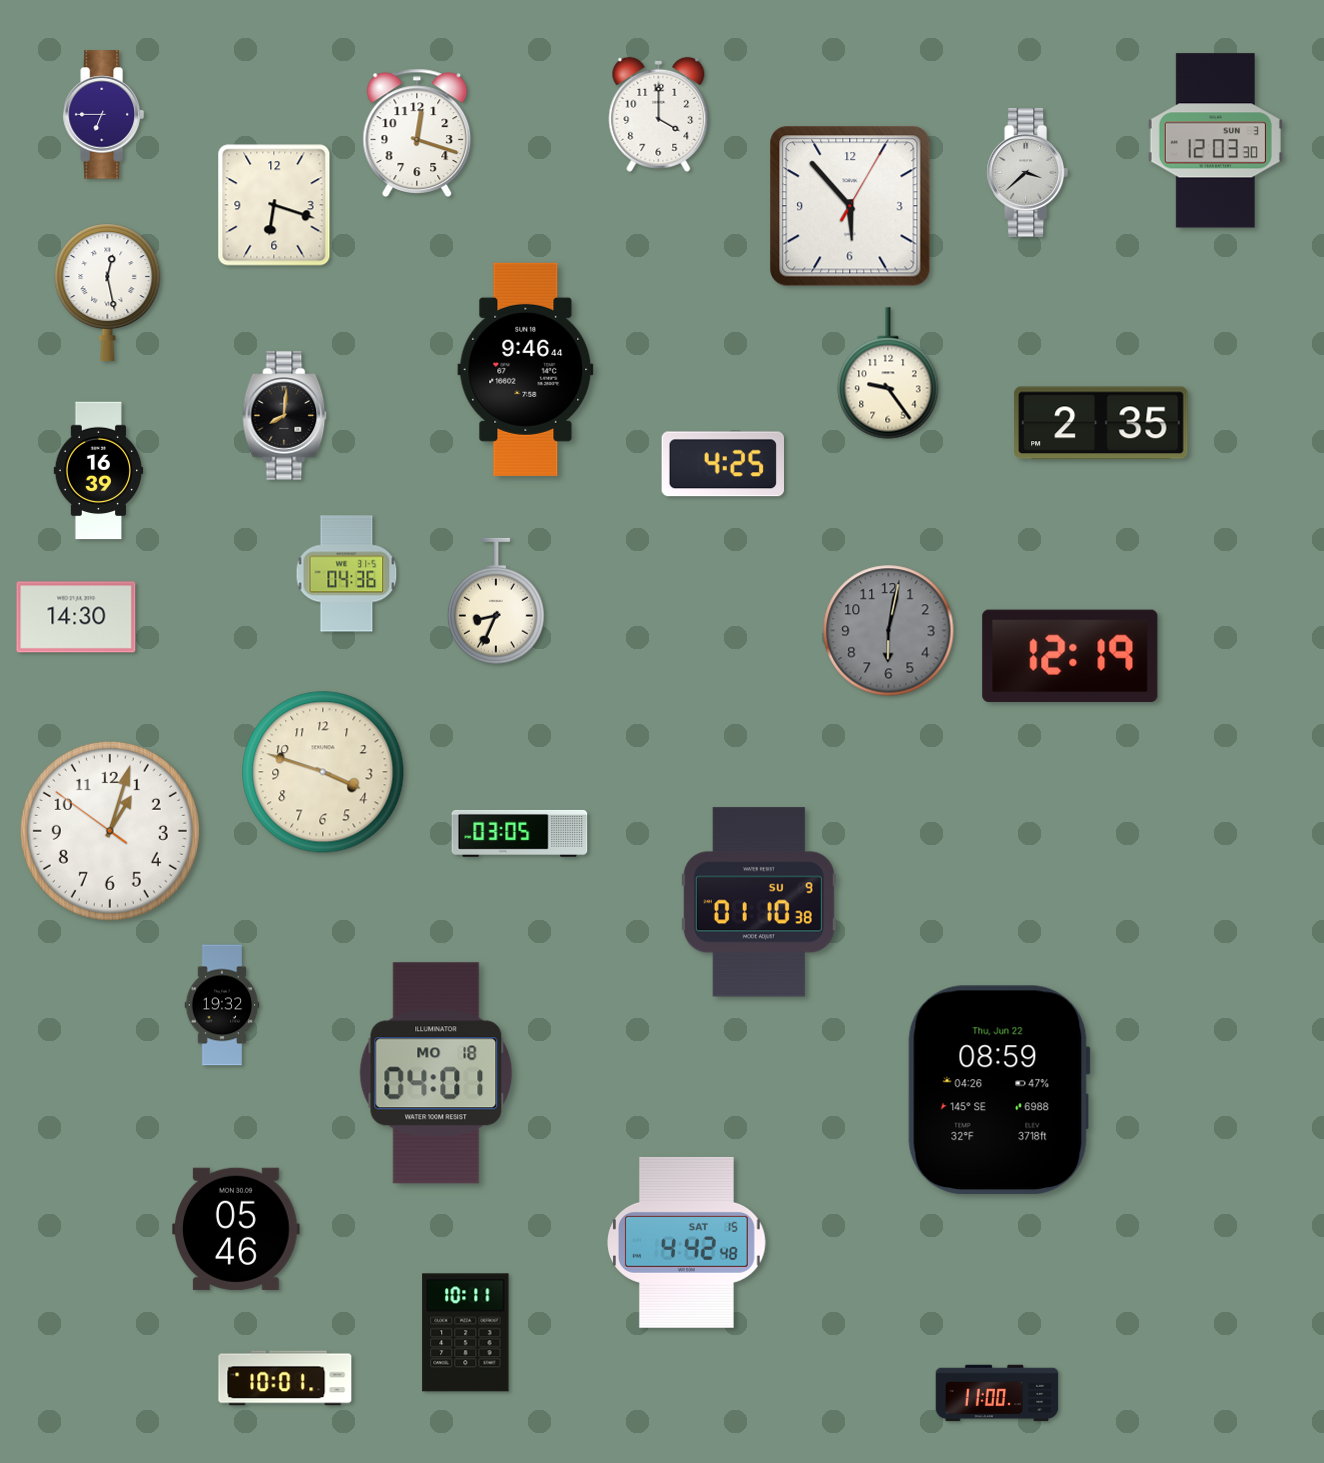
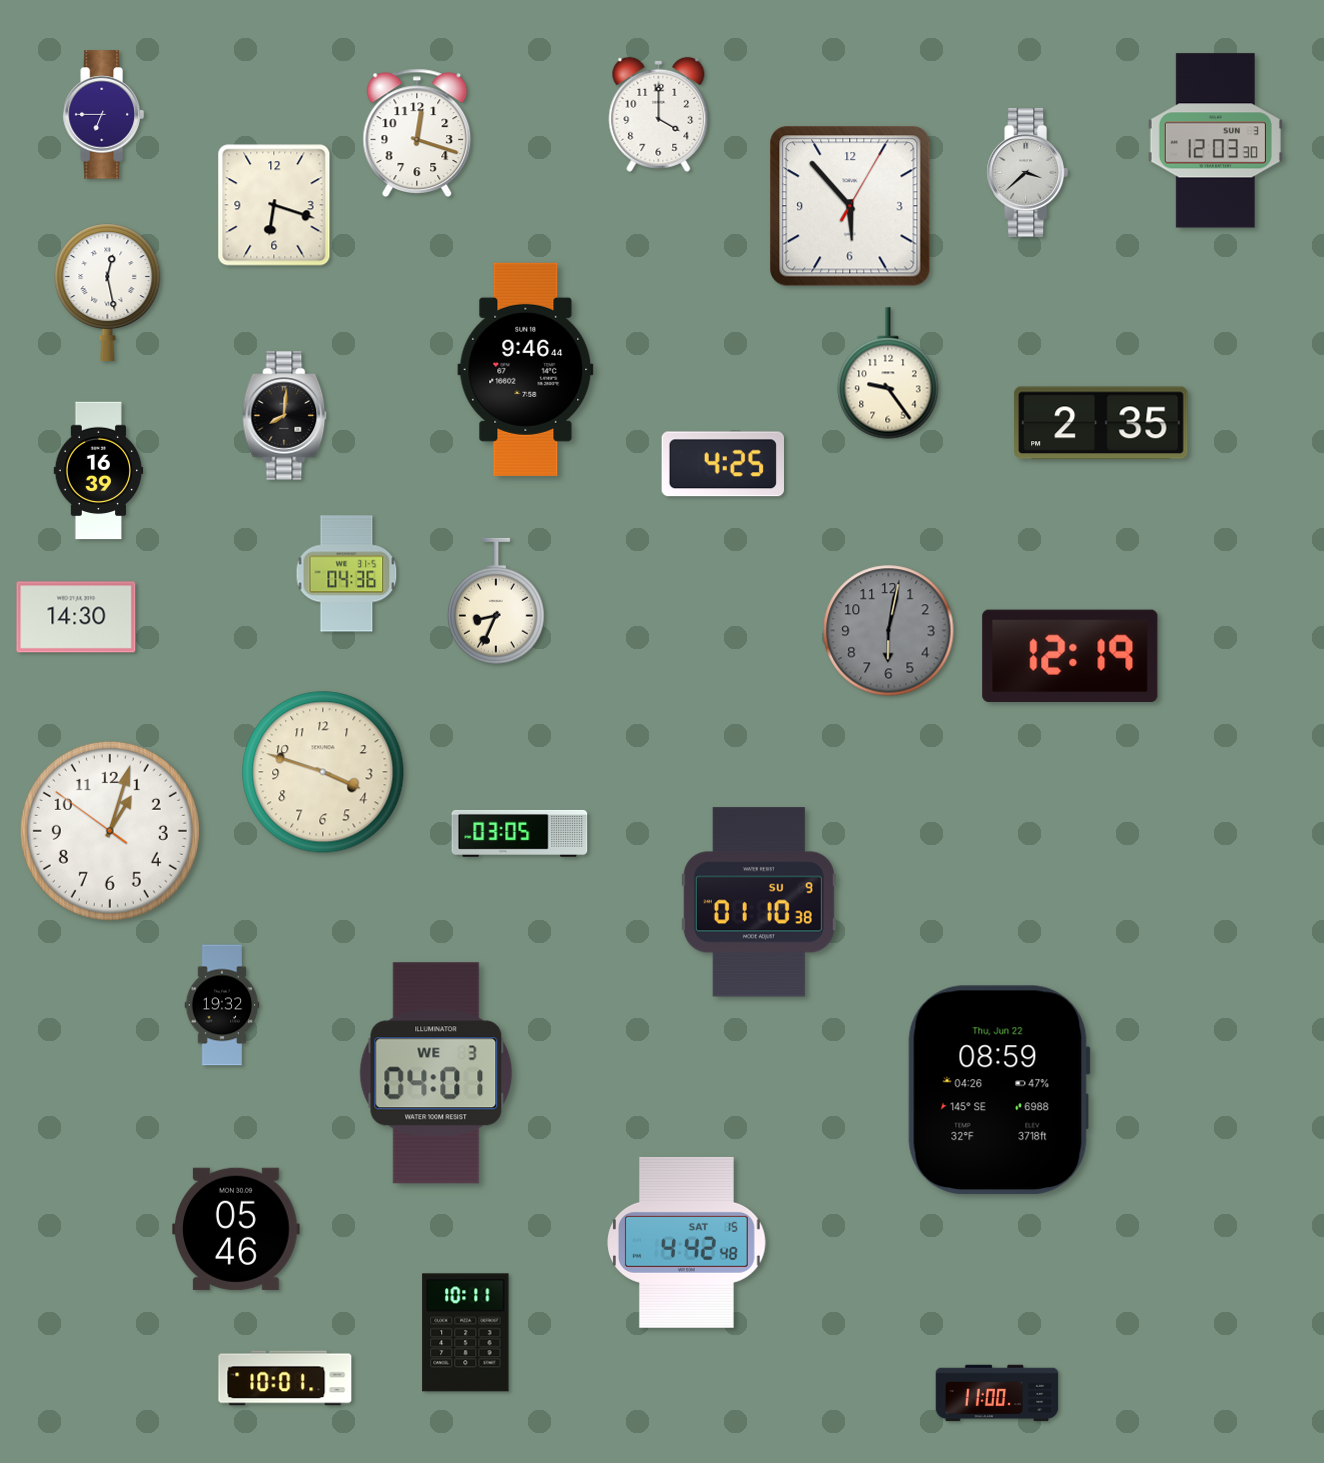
clock at (436, 1073) date: MO 18 -> WE 3
